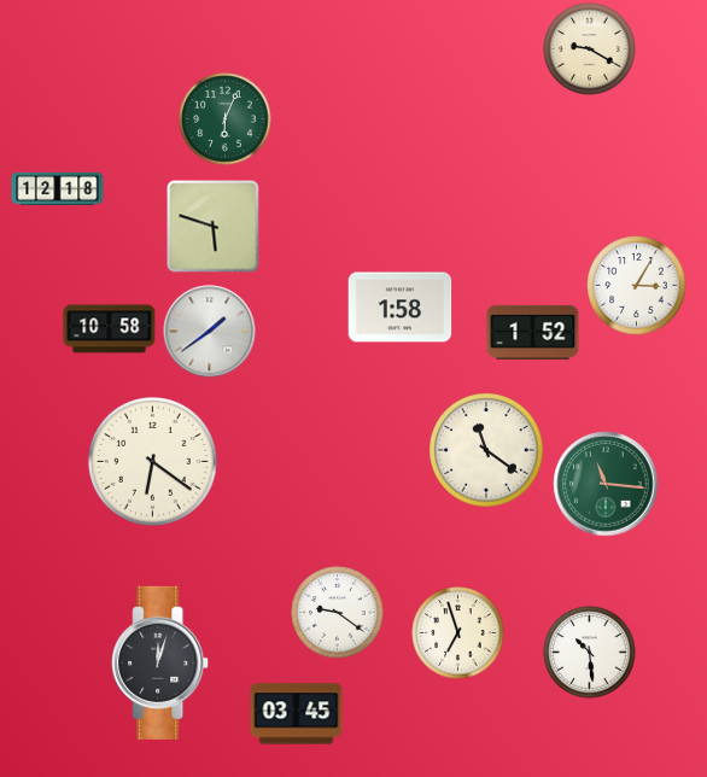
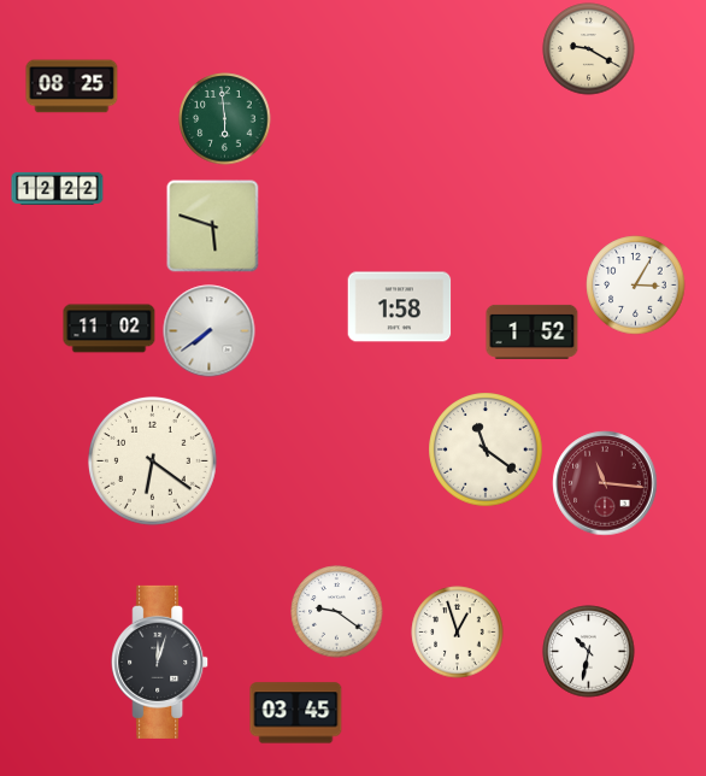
clock at (72, 87): none -> 08:25
clock at (226, 119): 6:04 -> 5:59
clock at (58, 188): 12:18 -> 12:22
clock at (110, 329): 10:58 -> 11:02
clock at (210, 332): 1:39 -> 7:39
clock at (606, 484) dial: green -> burgundy
clock at (458, 633): 6:57 -> 12:57
clock at (590, 653): 10:29 -> 10:32
